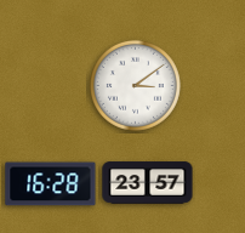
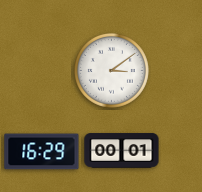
clock at (148, 183): 23:57 -> 00:01
clock at (51, 184): 16:28 -> 16:29
